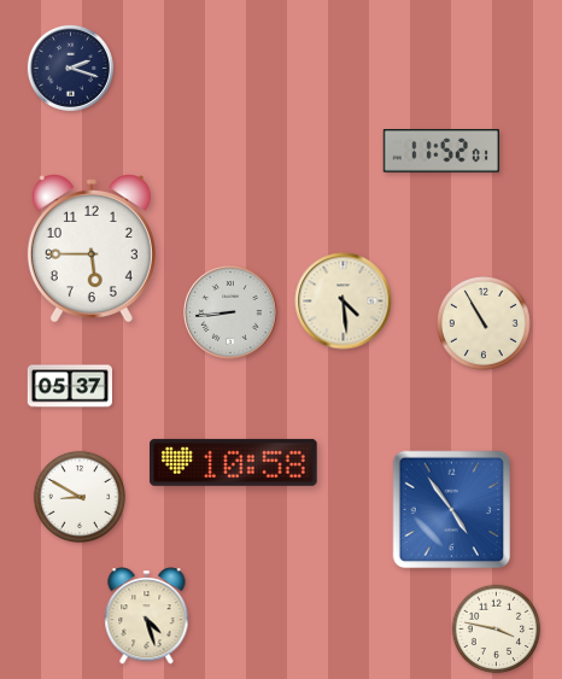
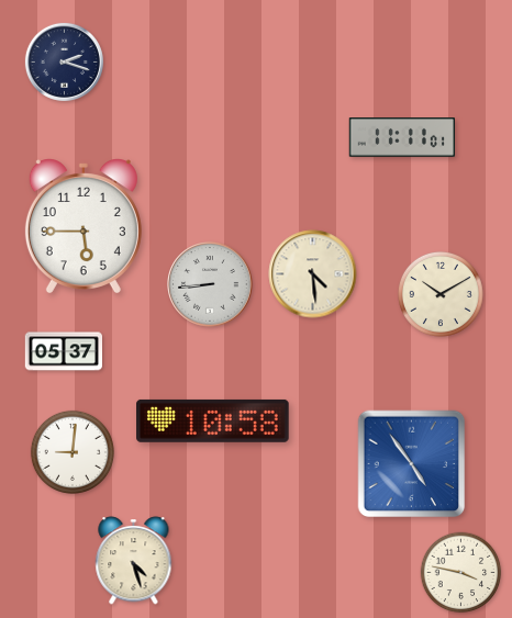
clock at (441, 152): 11:52 -> 11:11
clock at (484, 323): 10:55 -> 10:10
clock at (80, 497): 8:50 -> 9:01
clock at (497, 630) position: (497, 630) -> (461, 573)
